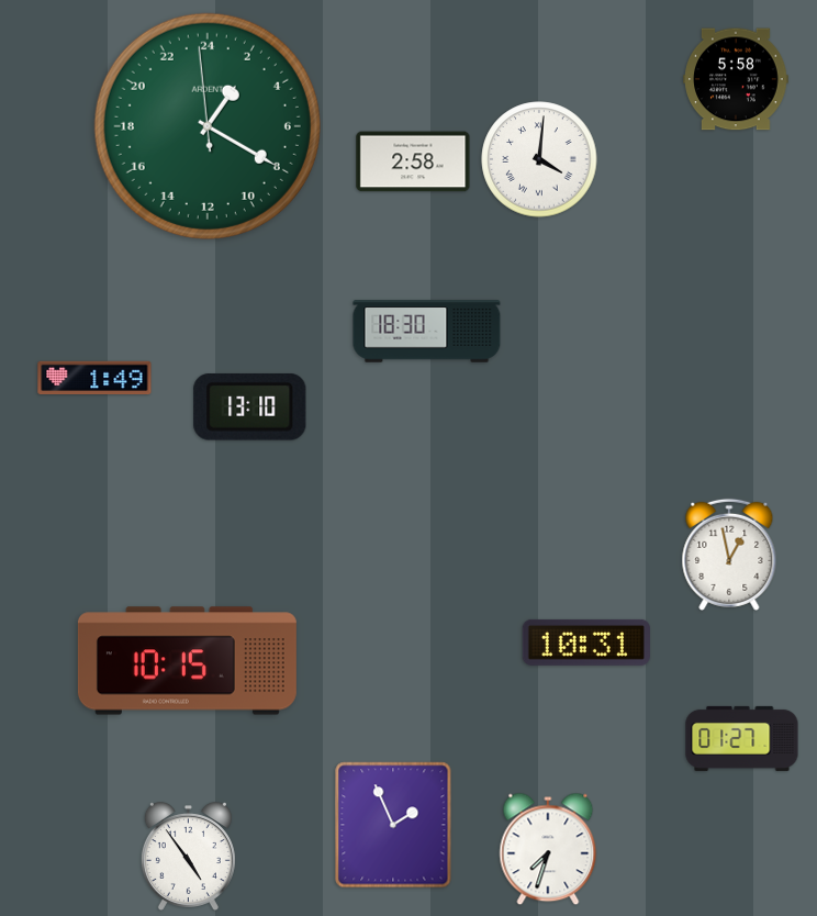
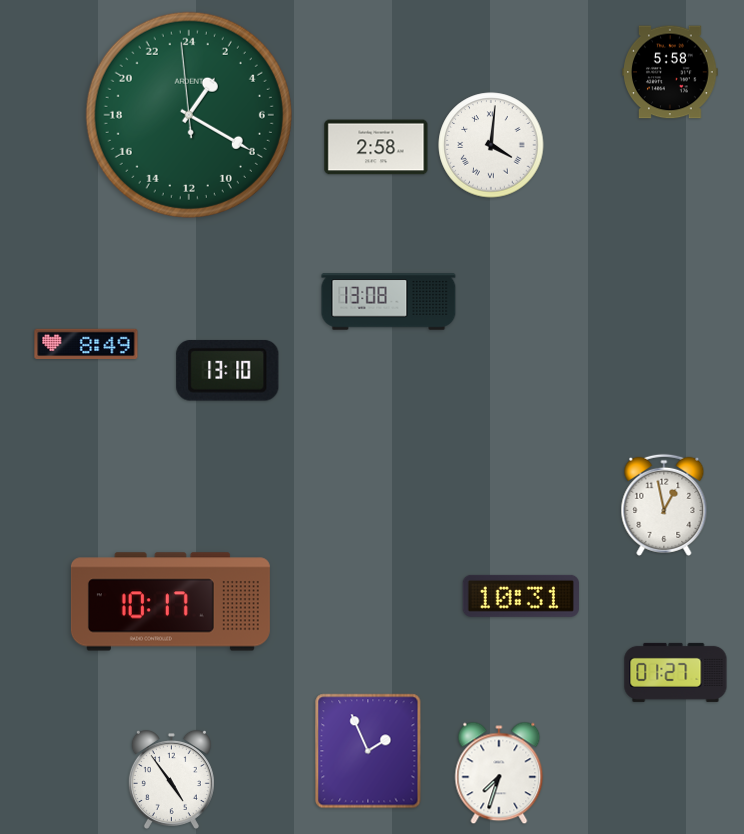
clock at (427, 332): 18:30 -> 13:08
clock at (94, 377): 1:49 -> 8:49
clock at (586, 643) position: (586, 643) -> (521, 596)
clock at (187, 661): 10:15 -> 10:17
clock at (393, 825) position: (393, 825) -> (368, 751)
